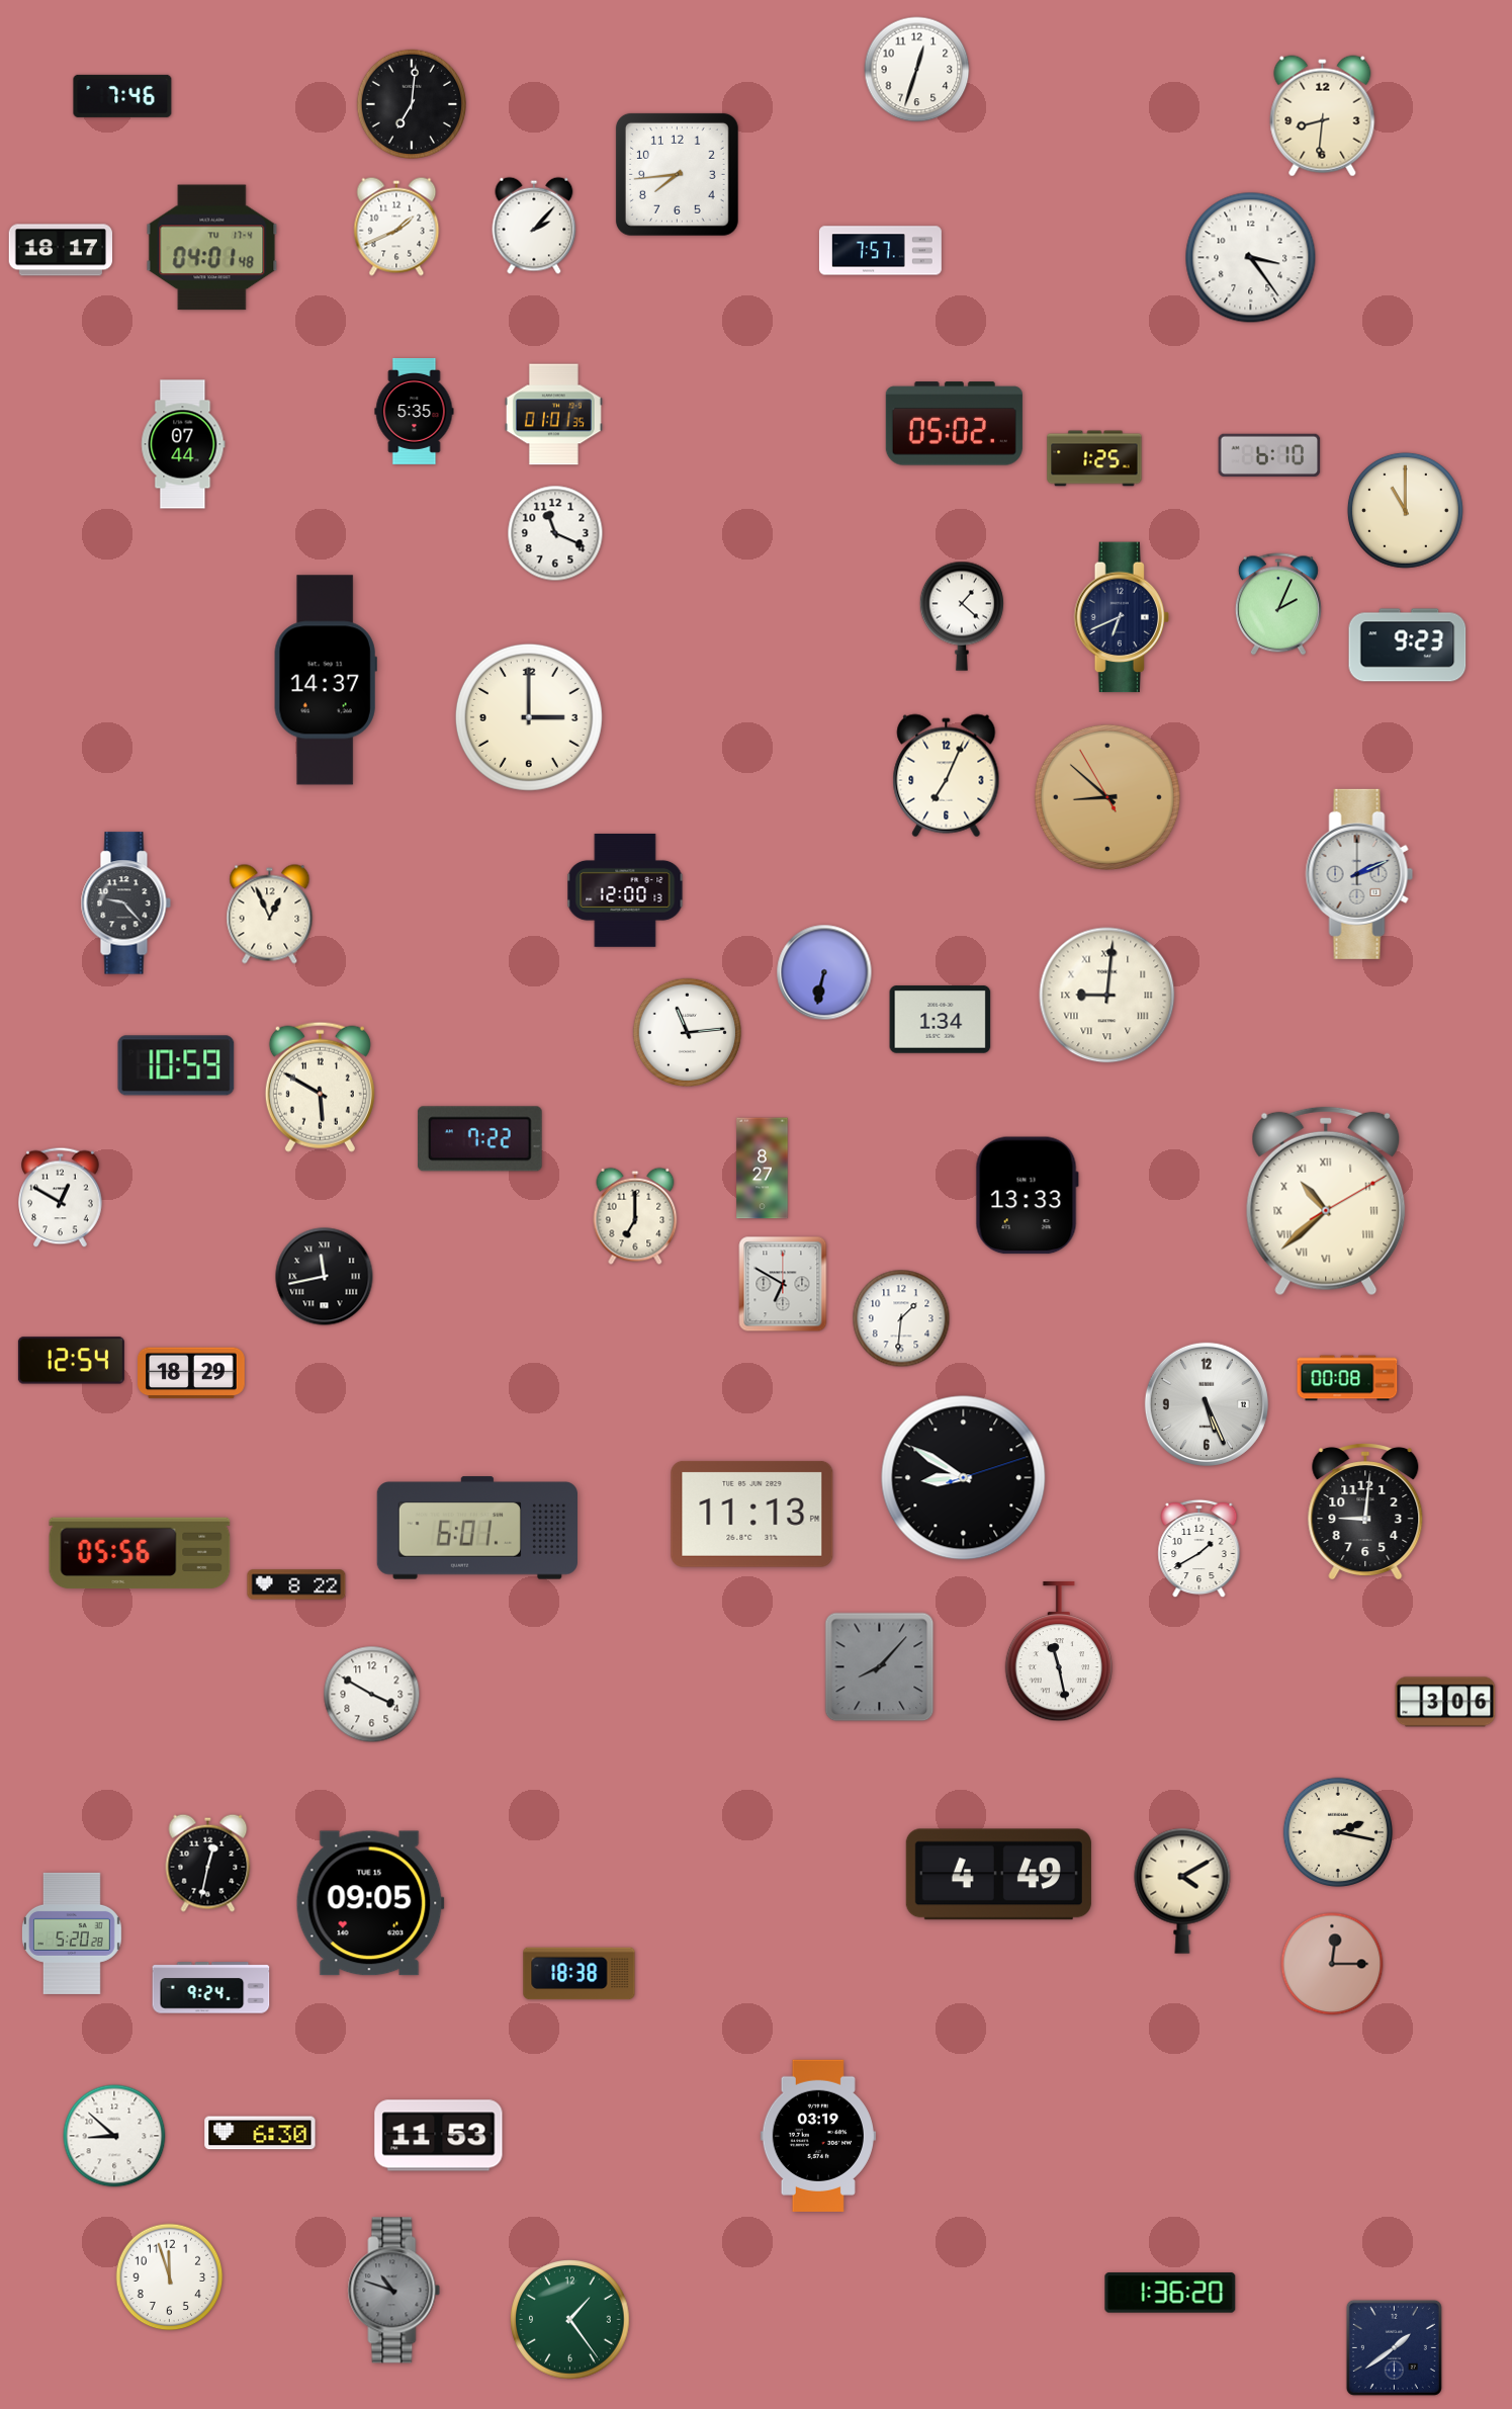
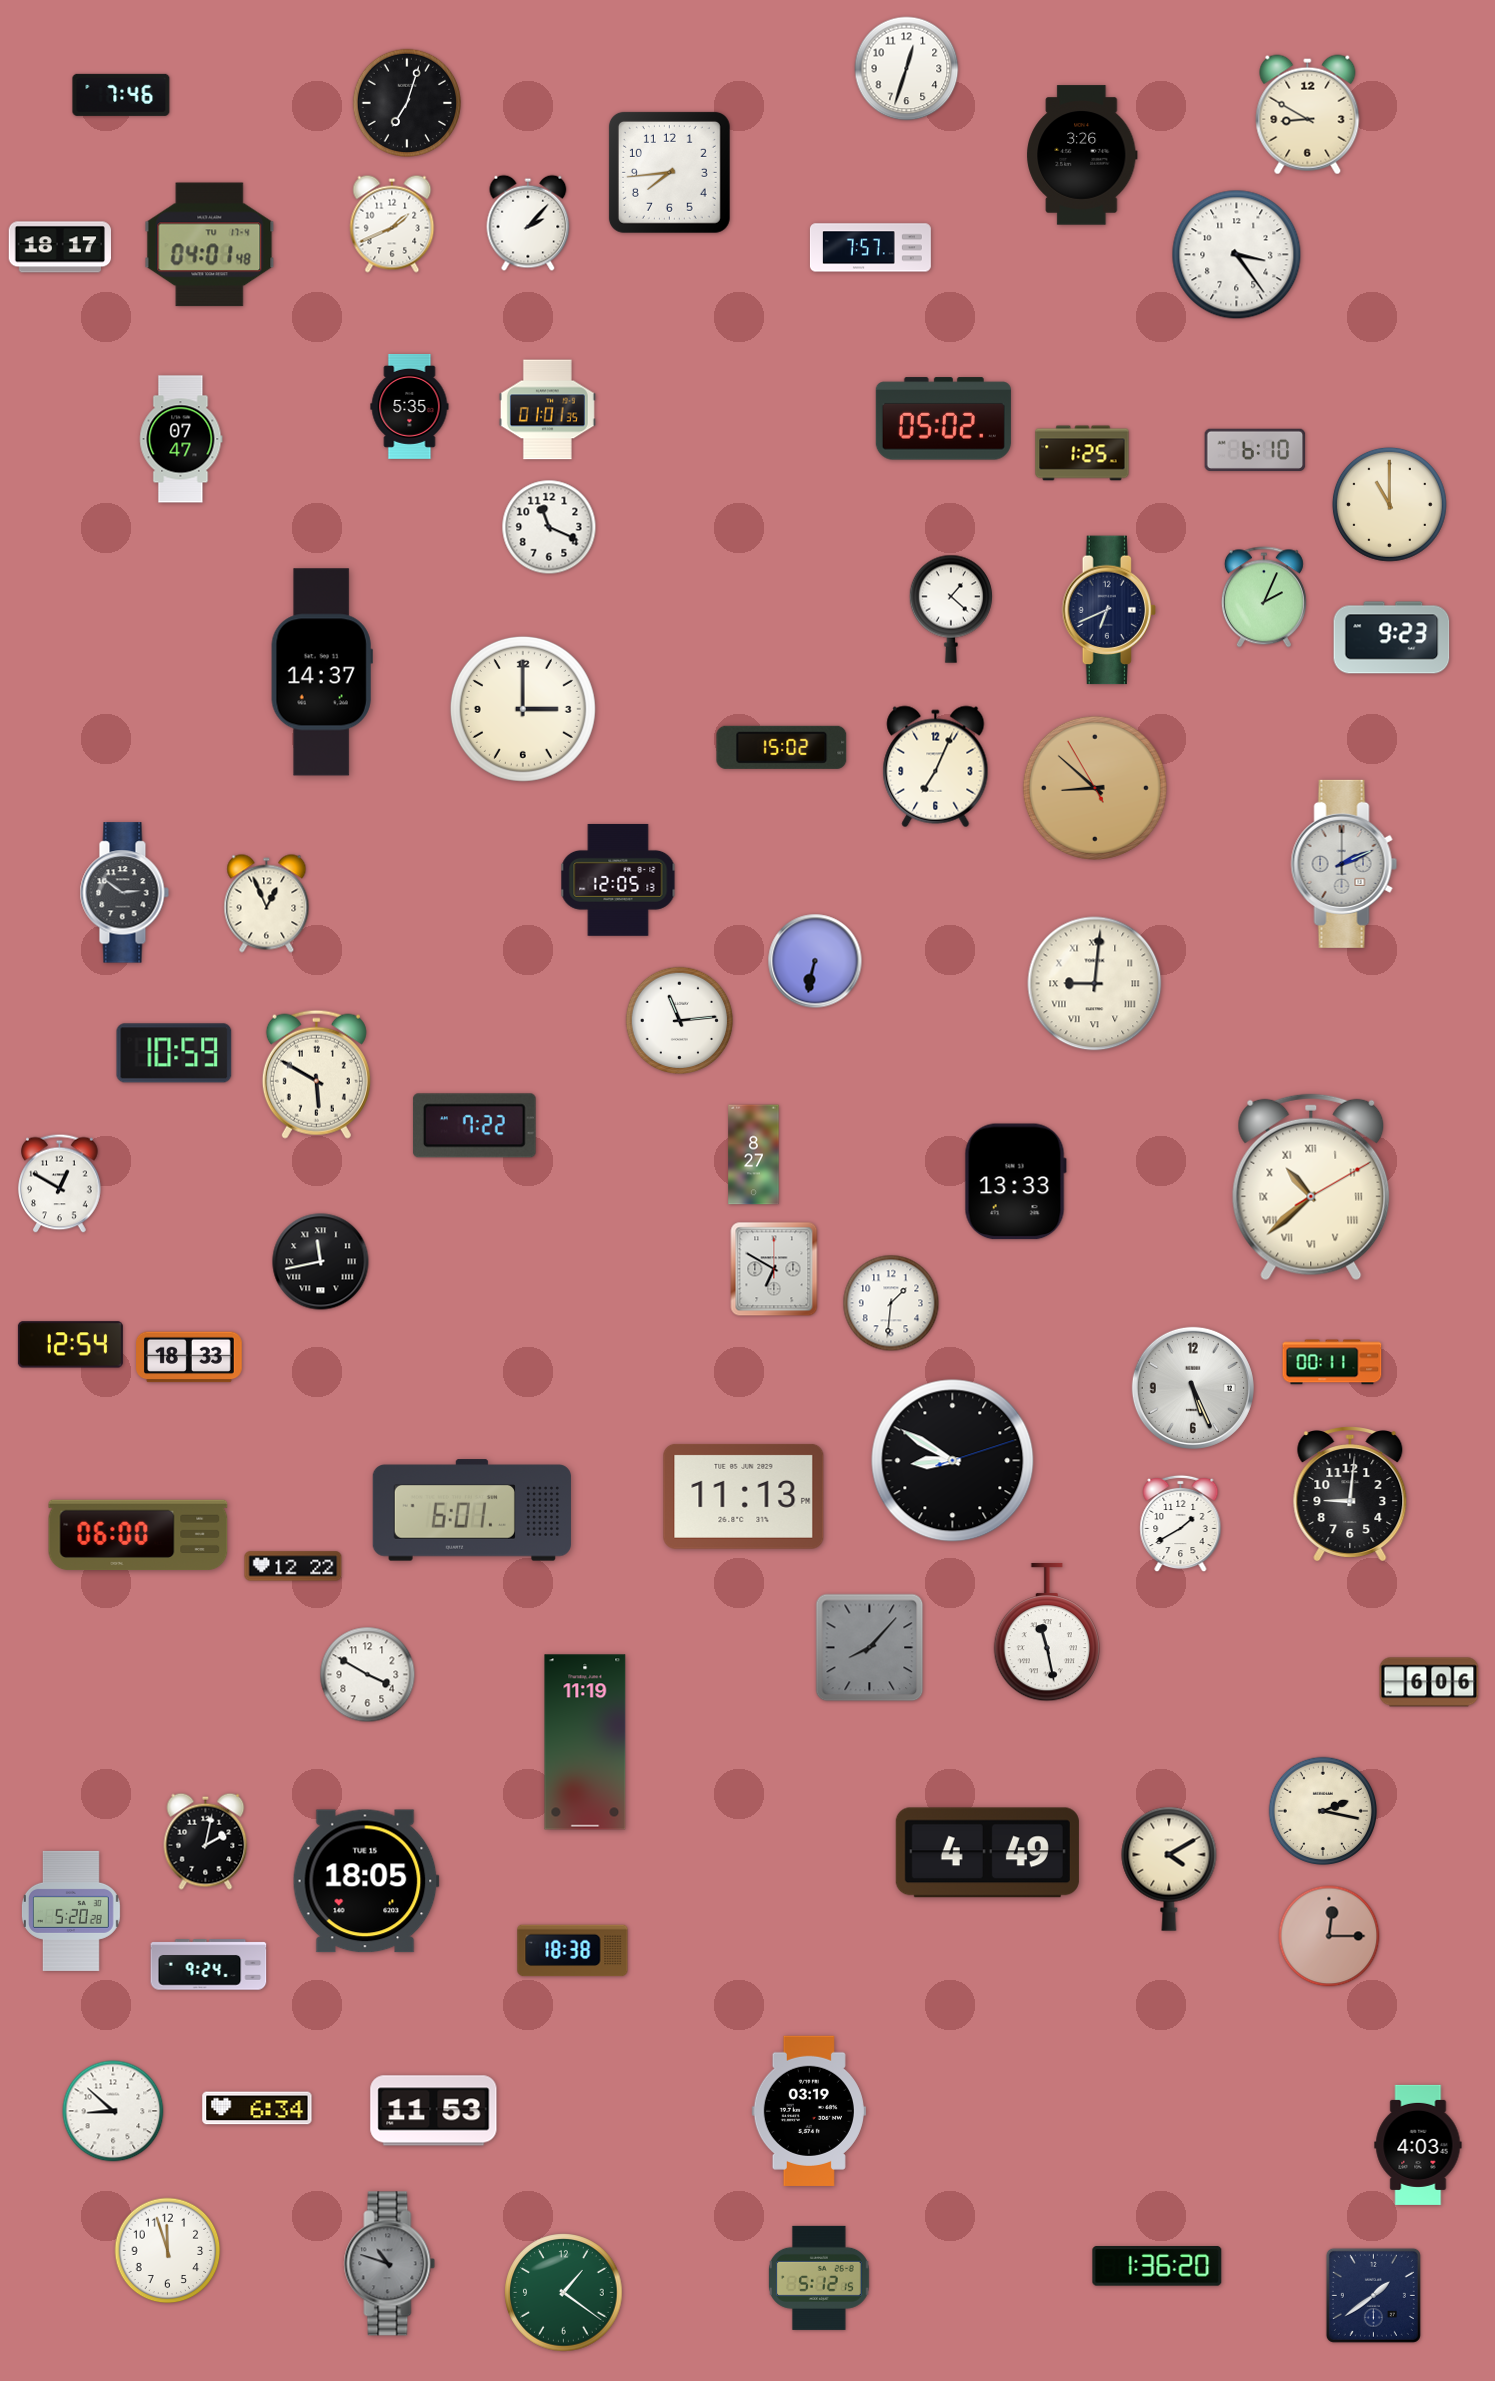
clock at (412, 104): 7:01 -> 7:03
clock at (1323, 116): 8:31 -> 8:50
clock at (1082, 155): none -> 3:26
clock at (183, 444): 07:44 -> 07:47
clock at (782, 747): none -> 15:02
clock at (625, 890): 12:00 -> 12:05
clock at (125, 904): 9:23 -> 2:51
clock at (941, 1020): 1:34 -> none
clock at (635, 1216): 7:00 -> none
clock at (192, 1373): 18:29 -> 18:33
clock at (1347, 1378): 00:08 -> 00:11
clock at (1199, 1549) position: (1199, 1549) -> (1181, 1524)
clock at (140, 1553): 05:56 -> 06:00
clock at (296, 1584): 8:22 -> 12:22
clock at (1445, 1702): 3:06 -> 6:06
clock at (585, 1742): none -> 11:19
clock at (208, 1863): 12:32 -> 2:02
clock at (370, 1903): 09:05 -> 18:05
clock at (1332, 1964) position: (1332, 1964) -> (1329, 1936)
clock at (260, 2133): 6:30 -> 6:34
clock at (1418, 2145): none -> 4:03
clock at (820, 2278): none -> 5:12
clock at (570, 2320): 1:24 -> 1:21
clock at (1394, 2347) position: (1394, 2347) -> (1373, 2295)
